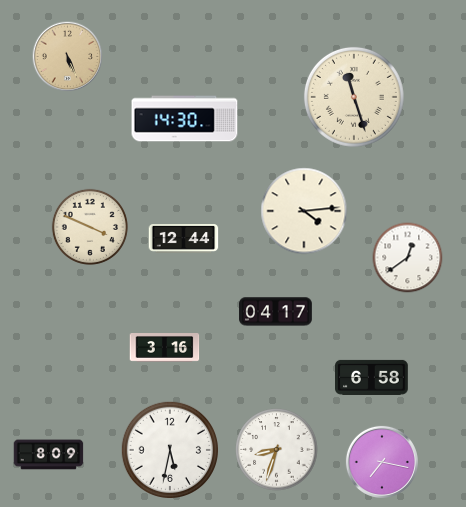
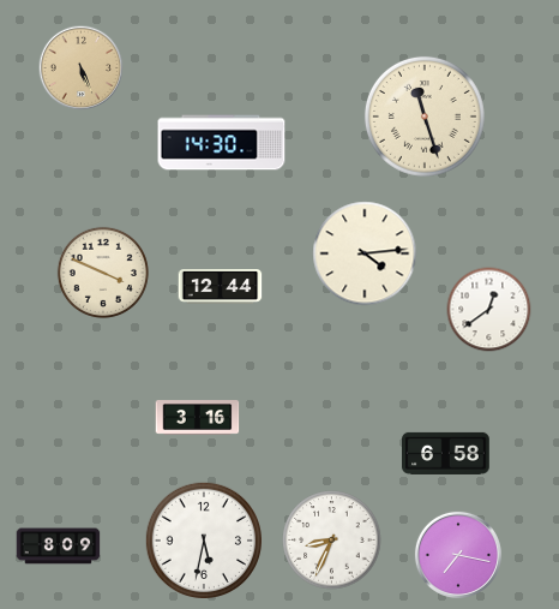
clock at (90, 227) position: (90, 227) -> (103, 273)
clock at (276, 312): 04:17 -> none
clock at (277, 450): 8:33 -> 8:34
